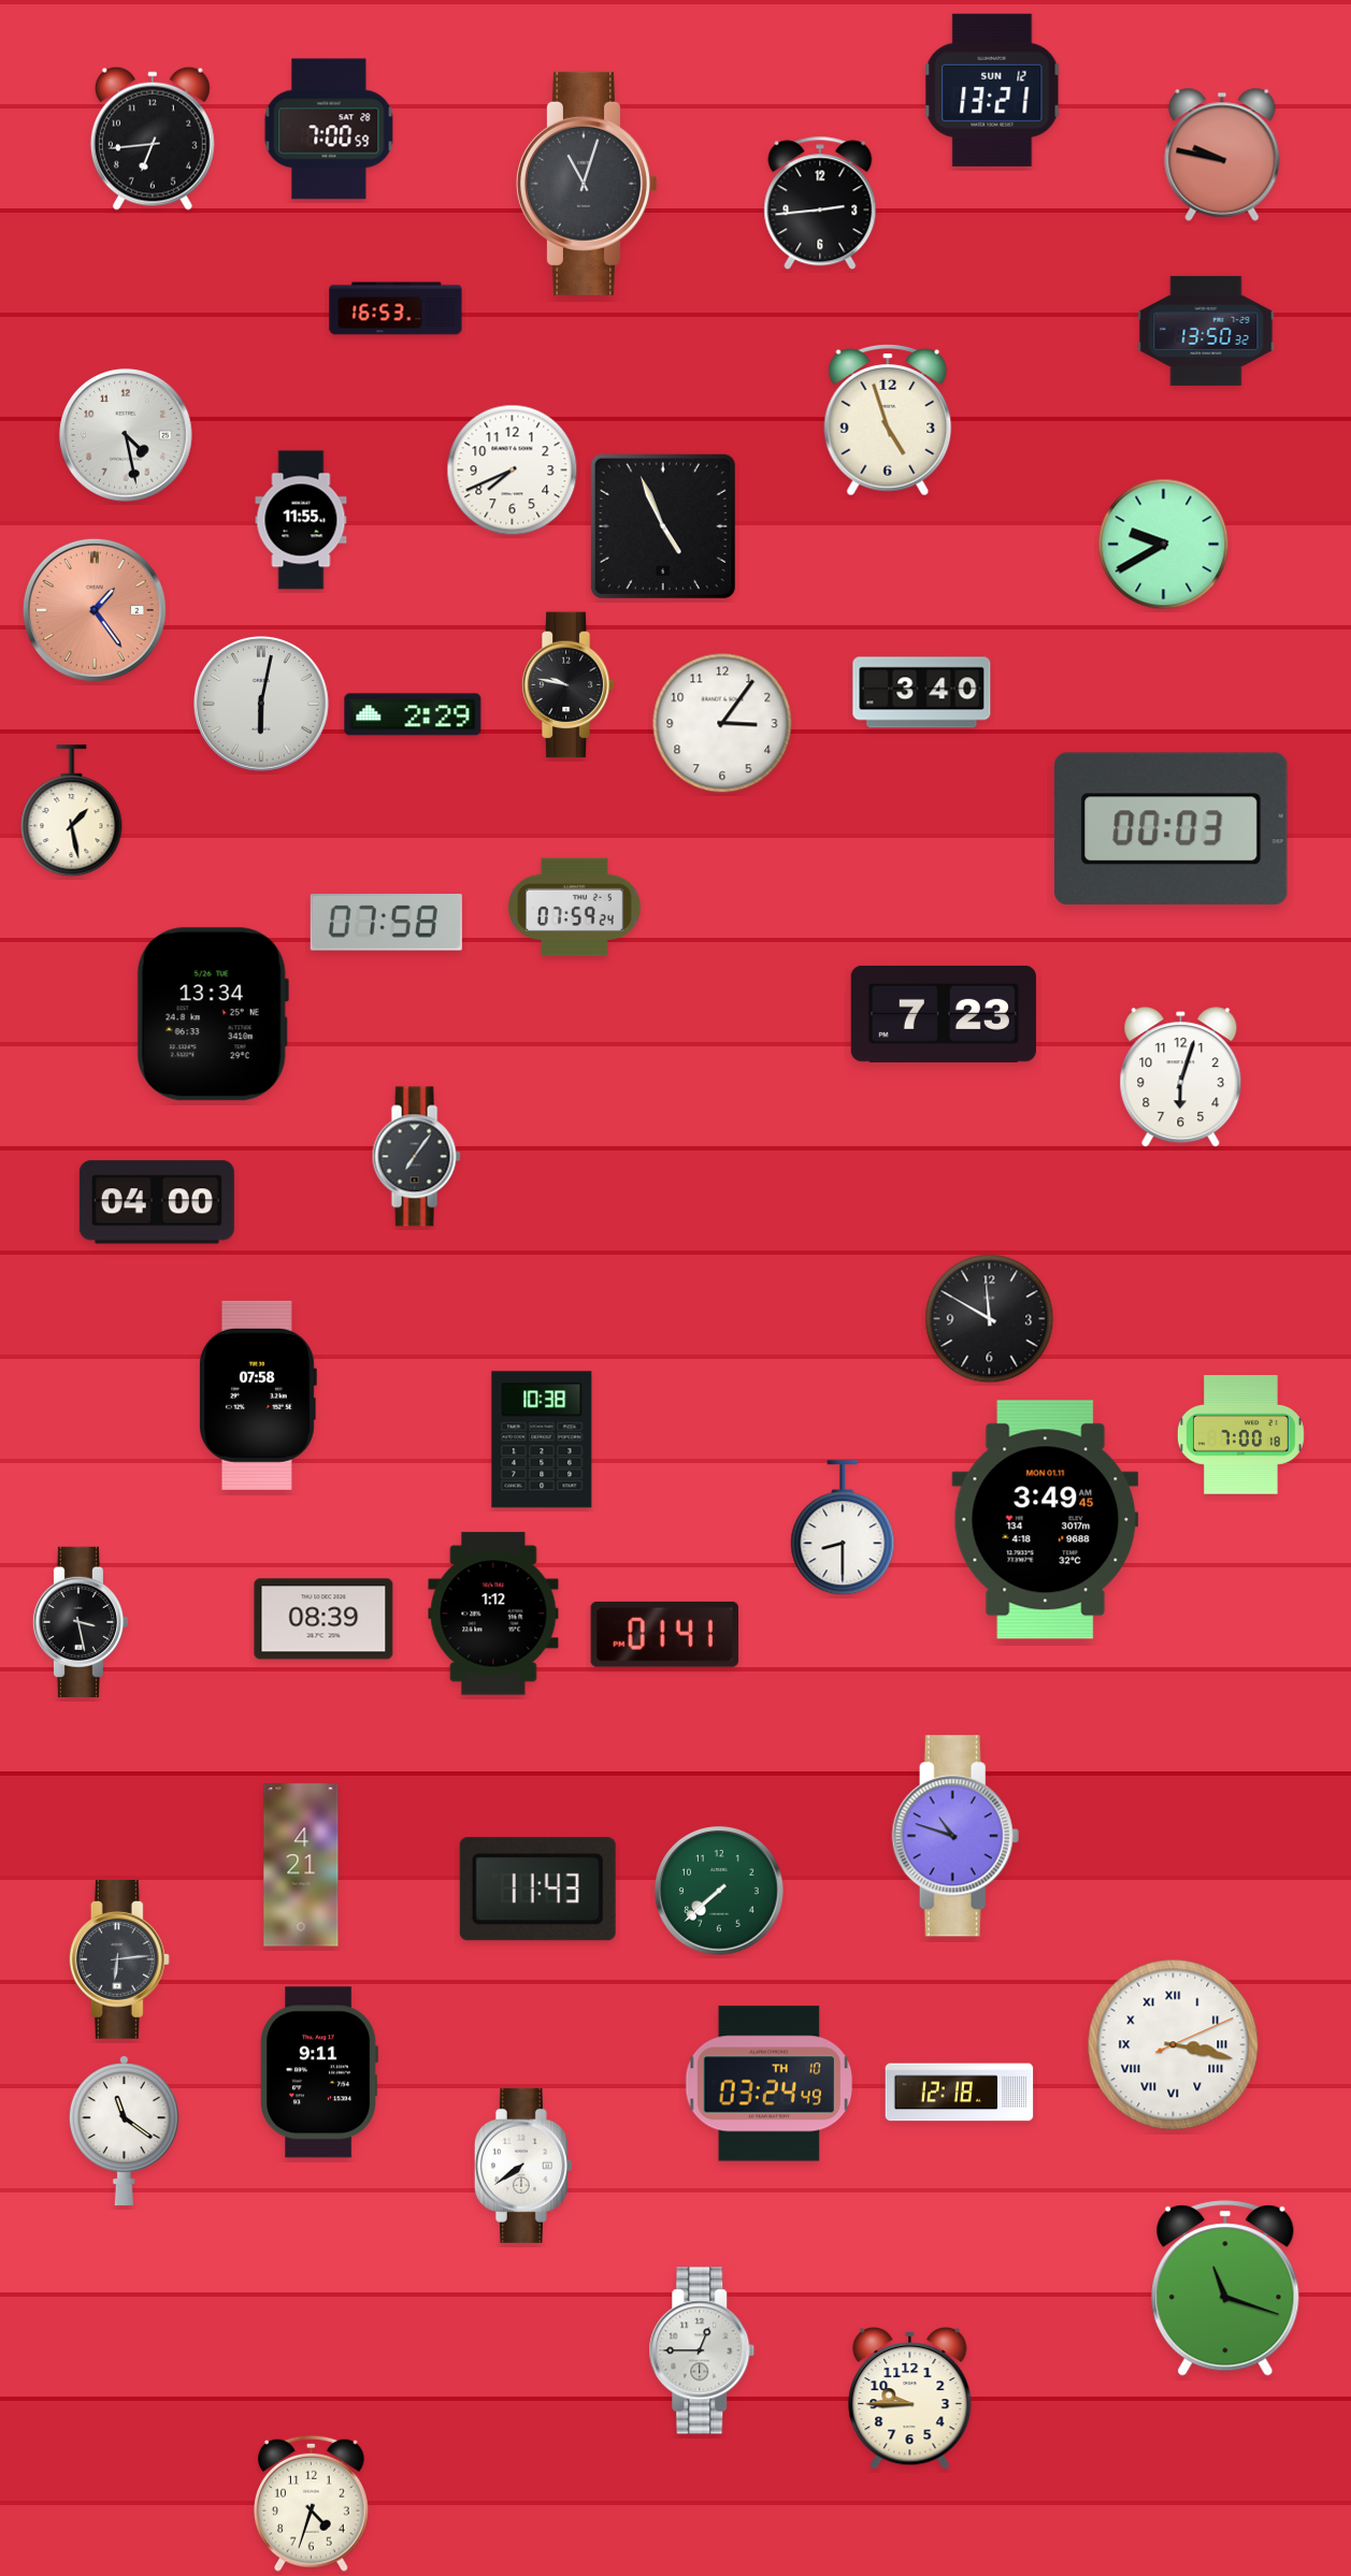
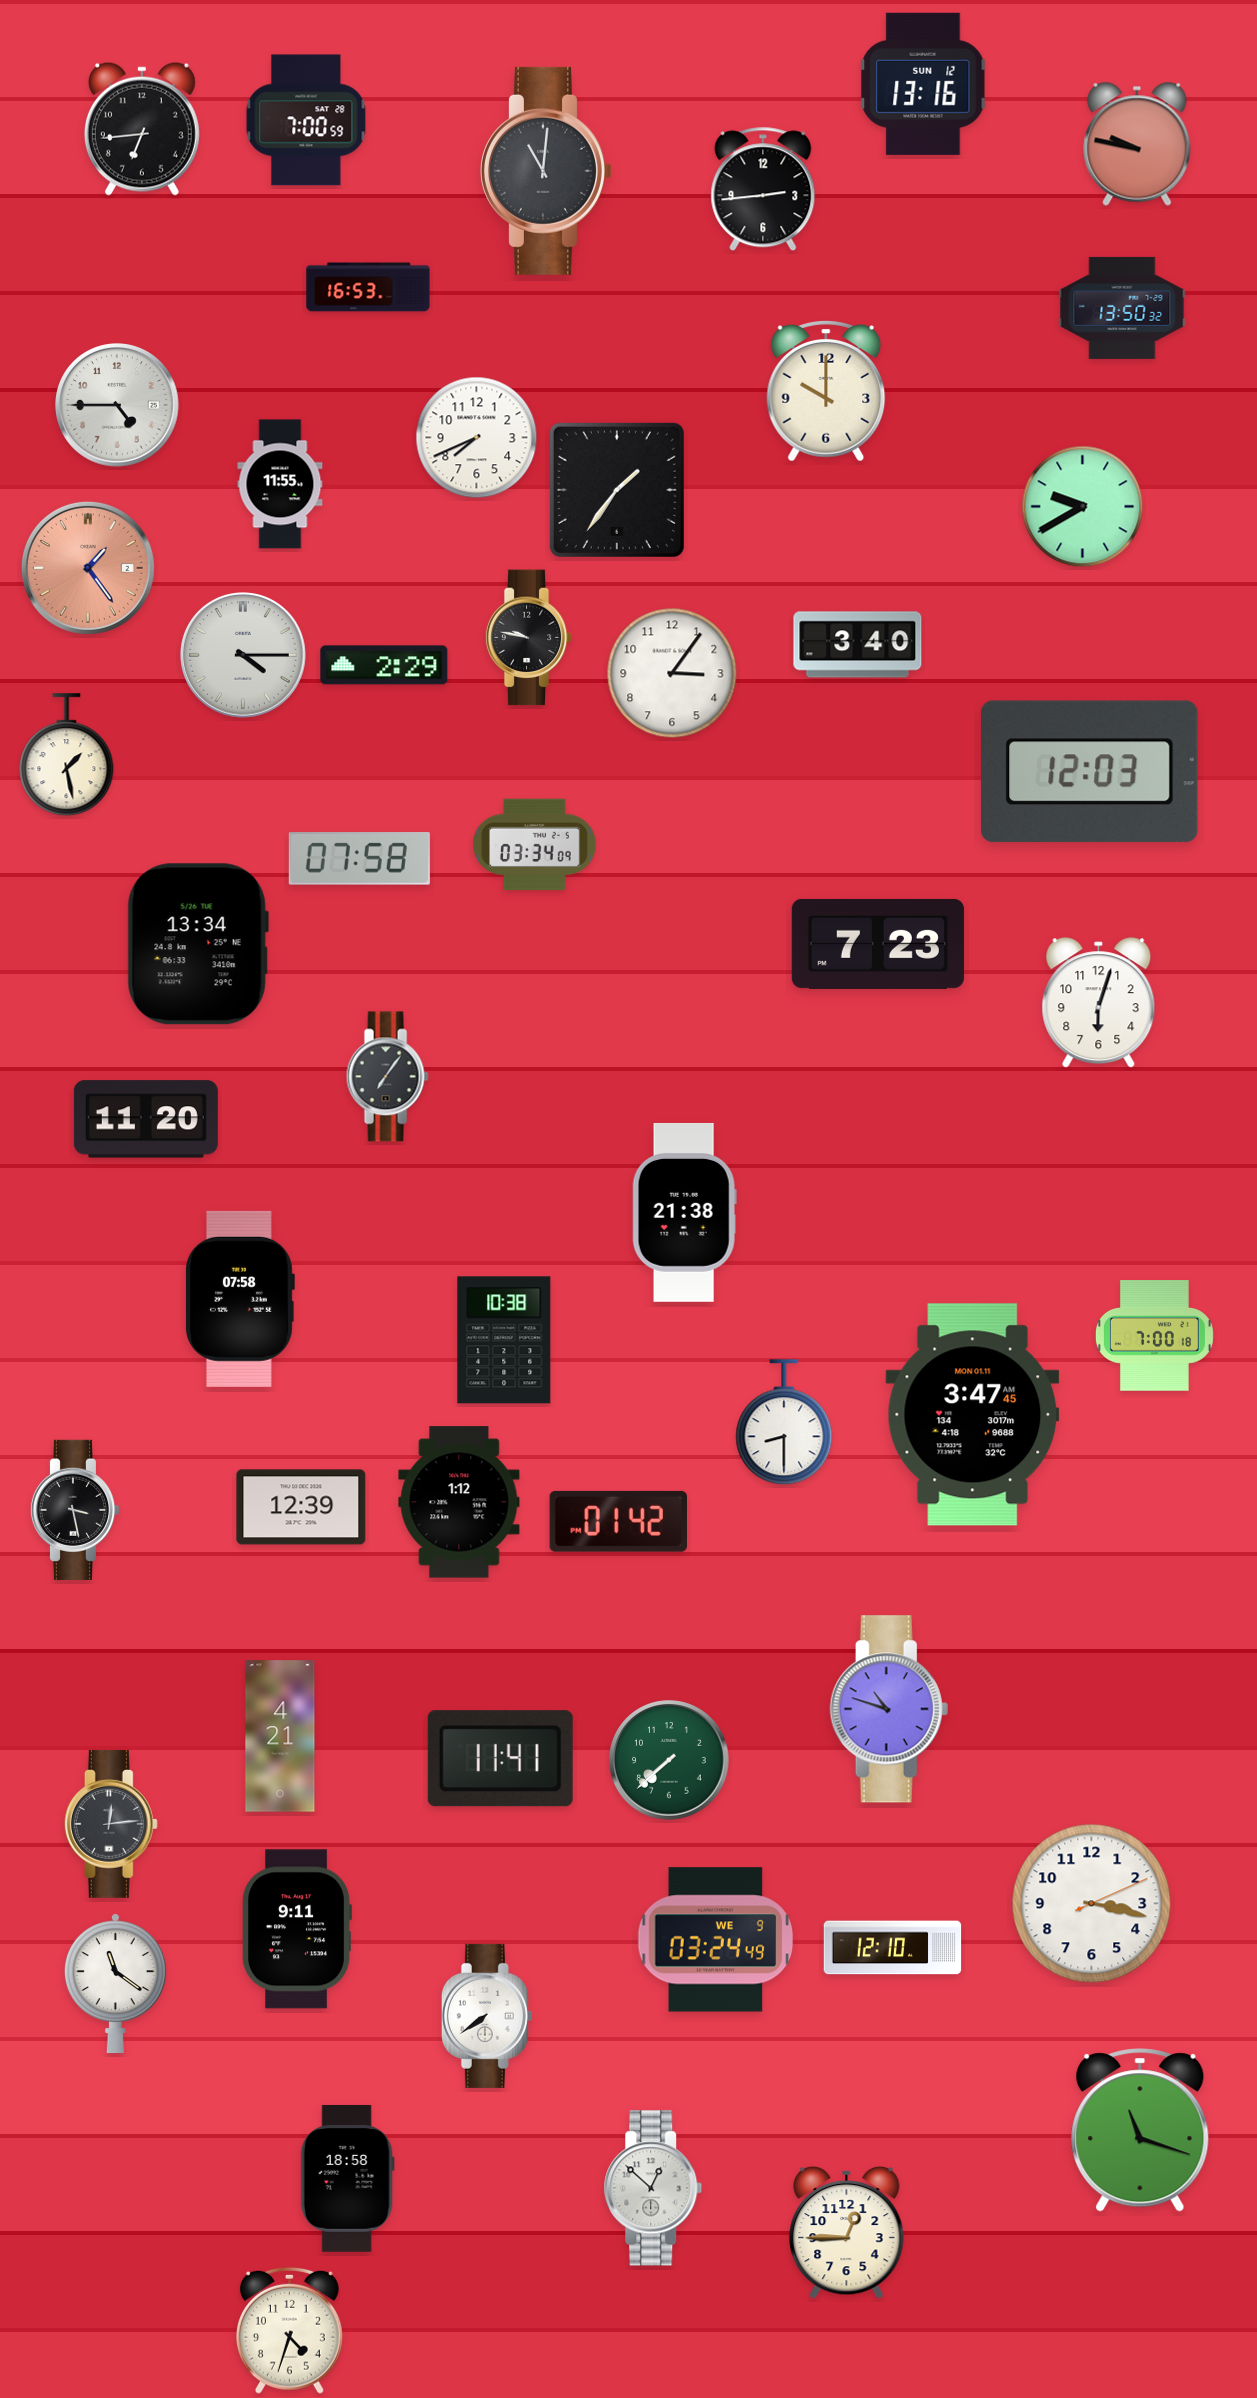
clock at (992, 90): 13:21 -> 13:16
clock at (587, 184): 11:03 -> 11:01
clock at (888, 421): 4:57 -> 10:00
clock at (127, 436): 4:28 -> 4:45
clock at (663, 526): 4:56 -> 1:36
clock at (262, 705): 6:02 -> 4:15
clock at (1172, 828): 00:03 -> 12:03
clock at (575, 908): 07:59 -> 03:34
clock at (157, 1202): 04:00 -> 11:20
clock at (684, 1212): none -> 21:38
clock at (990, 1319): 11:50 -> none
clock at (1046, 1520): 3:49 -> 3:47
clock at (324, 1619): 08:39 -> 12:39
clock at (664, 1634): 01:41 -> 01:42
clock at (537, 1890): 11:43 -> 11:41
clock at (119, 1960): 6:14 -> 12:14
clock at (1174, 2045) numerals: Roman -> Arabic
clock at (770, 2084) date: TH 10 -> WE 9
clock at (960, 2093): 12:18 -> 12:10
clock at (347, 2178): none -> 18:58
clock at (702, 2350): 12:45 -> 12:52
clock at (910, 2398): 9:45 -> 12:45
